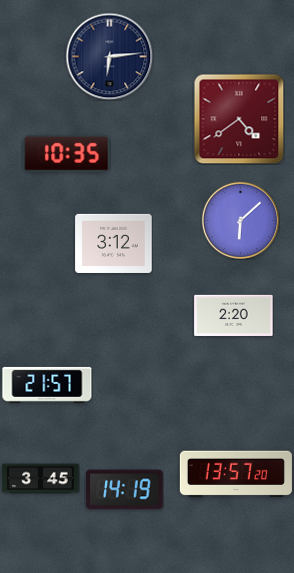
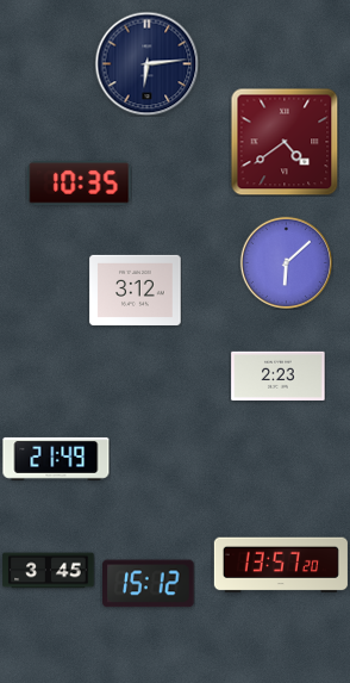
clock at (109, 56) position: (109, 56) -> (146, 63)
clock at (234, 315): 2:20 -> 2:23
clock at (47, 385): 21:57 -> 21:49
clock at (125, 490): 14:19 -> 15:12
